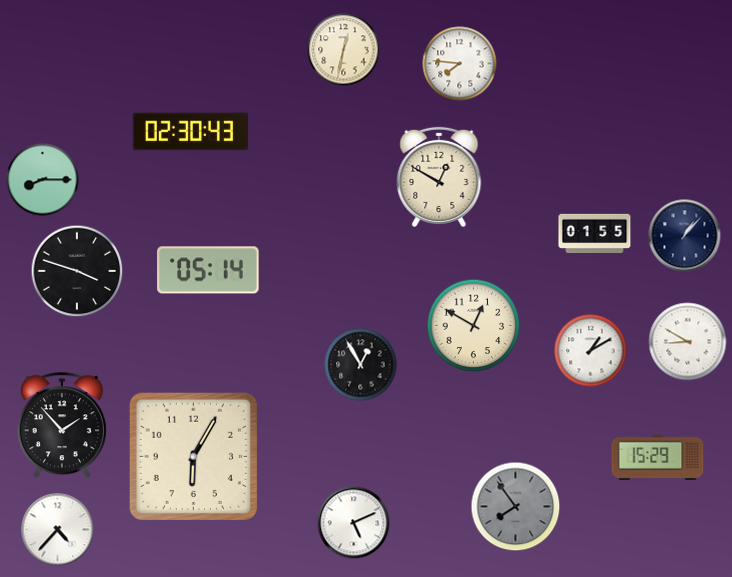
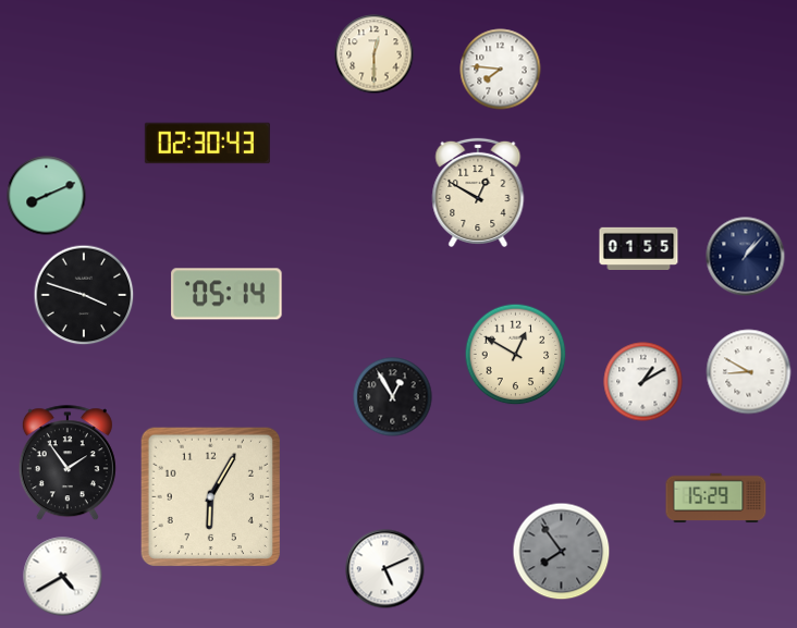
clock at (344, 50): 12:32 -> 12:30
clock at (43, 180): 8:15 -> 8:11
clock at (595, 233) position: (595, 233) -> (639, 248)
clock at (62, 426): 1:53 -> 1:54
clock at (58, 530): 4:37 -> 4:40
